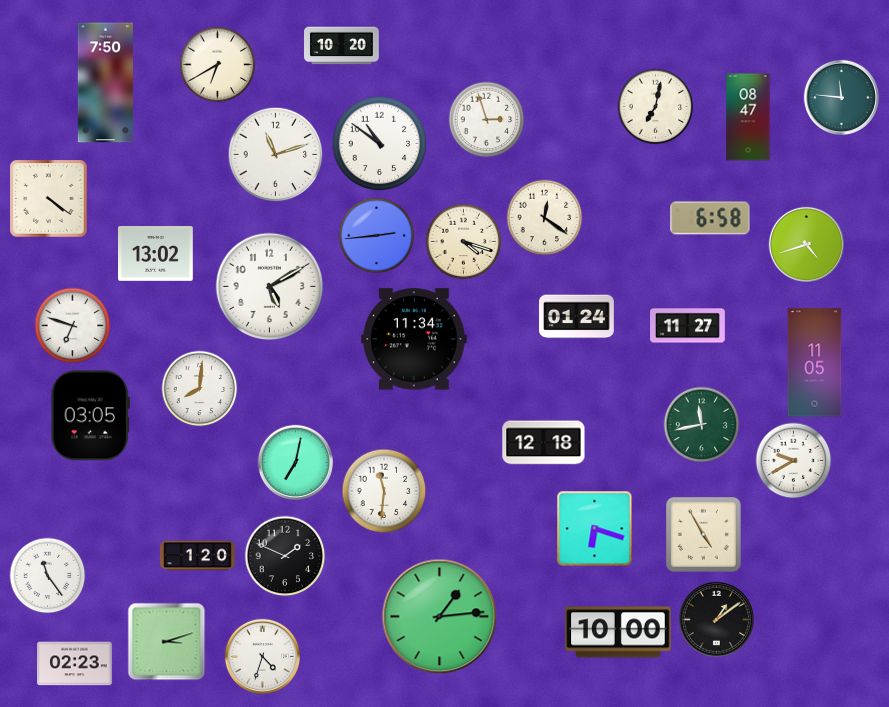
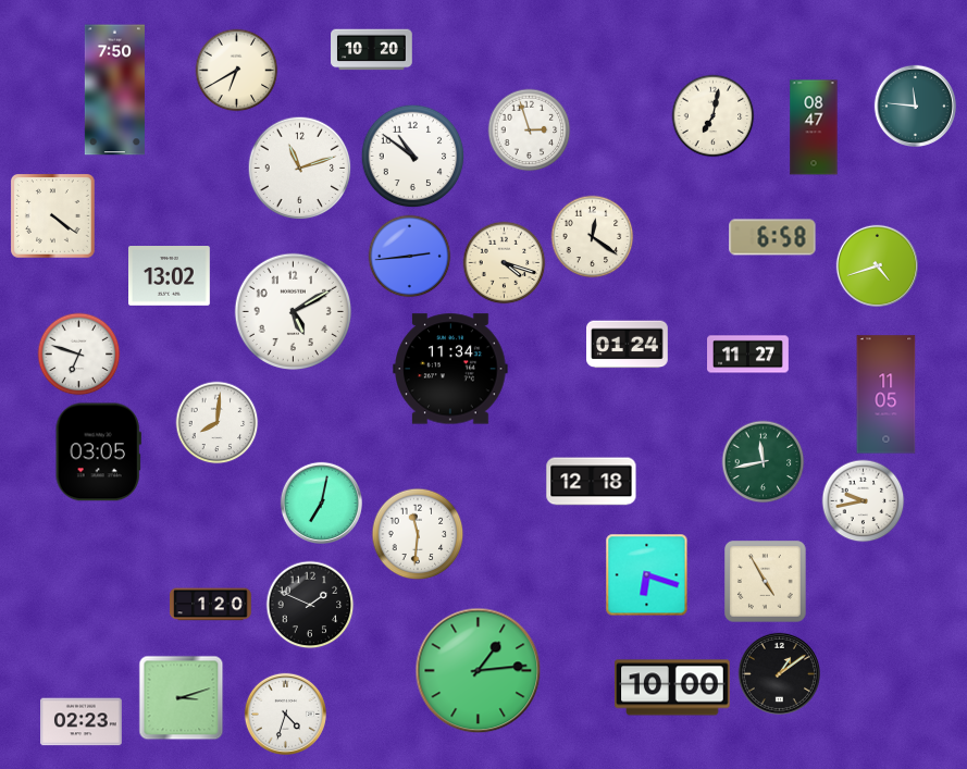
clock at (794, 461): 9:40 -> 9:43
clock at (198, 556) position: (198, 556) -> (211, 605)
clock at (48, 576): 11:24 -> none
